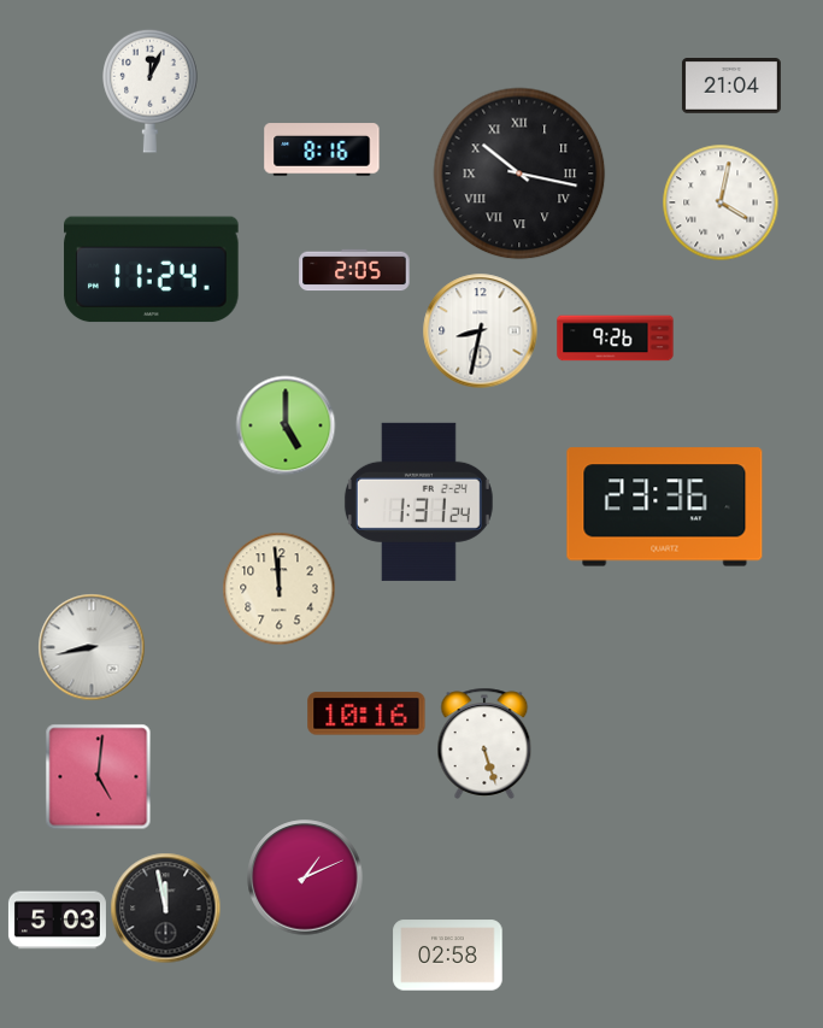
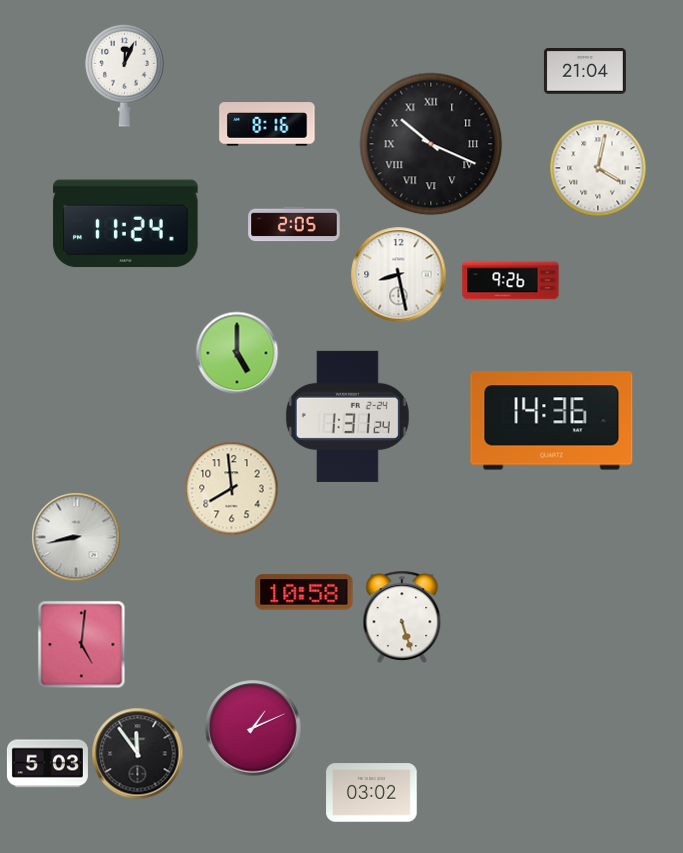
clock at (731, 87) position: (731, 87) -> (585, 72)
clock at (519, 174): 10:17 -> 10:19
clock at (480, 330): 8:32 -> 8:28
clock at (665, 507): 23:36 -> 14:36
clock at (278, 588): 11:59 -> 7:59
clock at (366, 713): 10:16 -> 10:58
clock at (165, 907): 11:58 -> 11:54
clock at (448, 956): 02:58 -> 03:02
